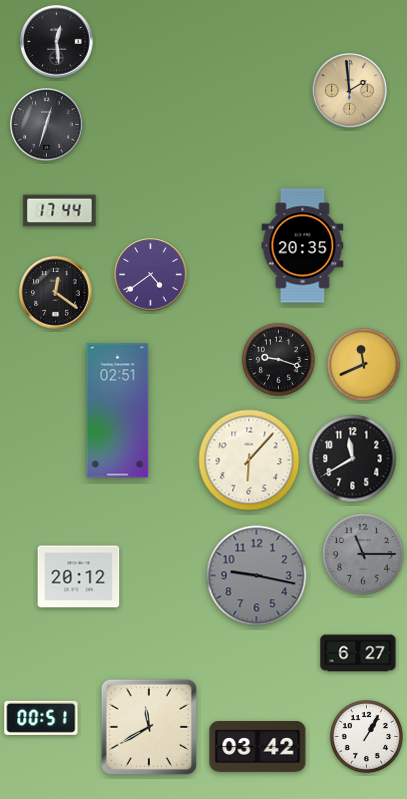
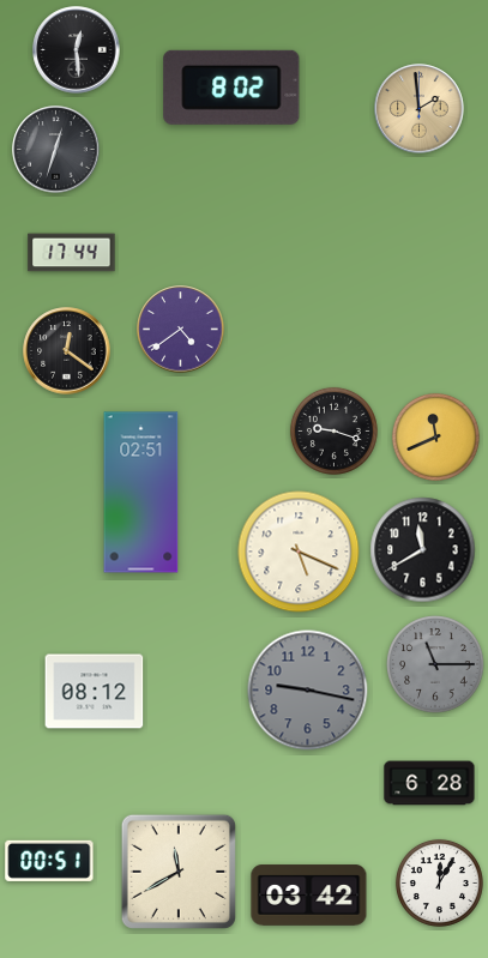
clock at (57, 42) position: (57, 42) -> (77, 50)
clock at (231, 88): none -> 8:02
clock at (303, 246): 20:35 -> none
clock at (249, 460): 6:07 -> 5:19
clock at (79, 577): 20:12 -> 08:12
clock at (358, 653): 6:27 -> 6:28
clock at (366, 736): 1:05 -> 12:05
